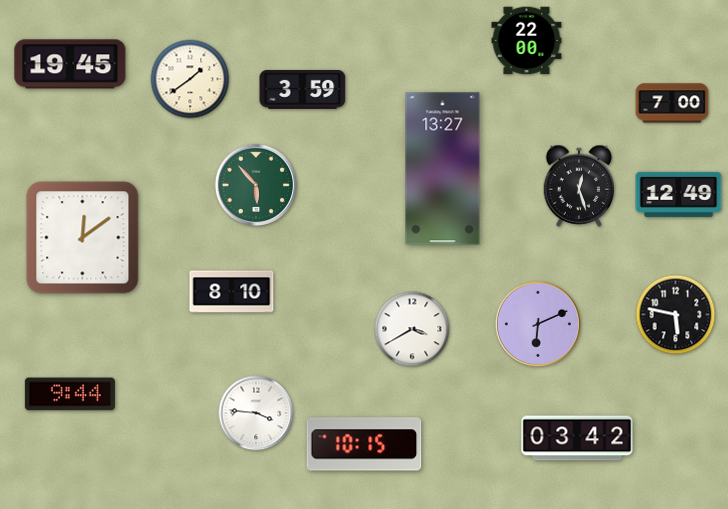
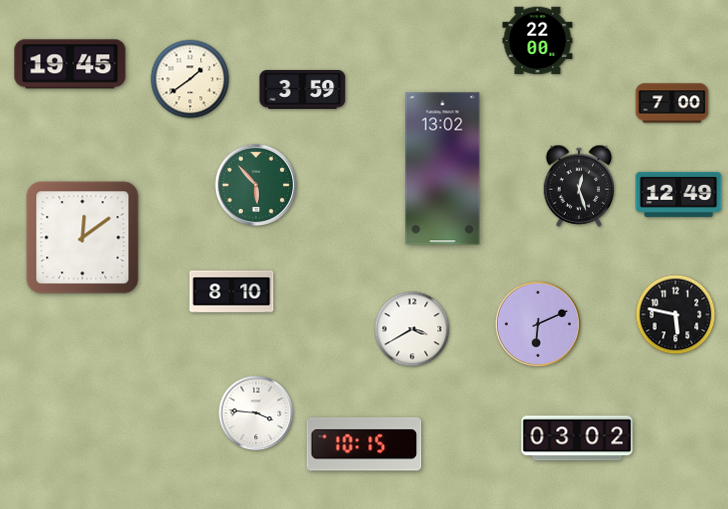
clock at (527, 41) position: (527, 41) -> (538, 41)
clock at (443, 169): 13:27 -> 13:02
clock at (70, 394): 9:44 -> none
clock at (577, 438): 03:42 -> 03:02
